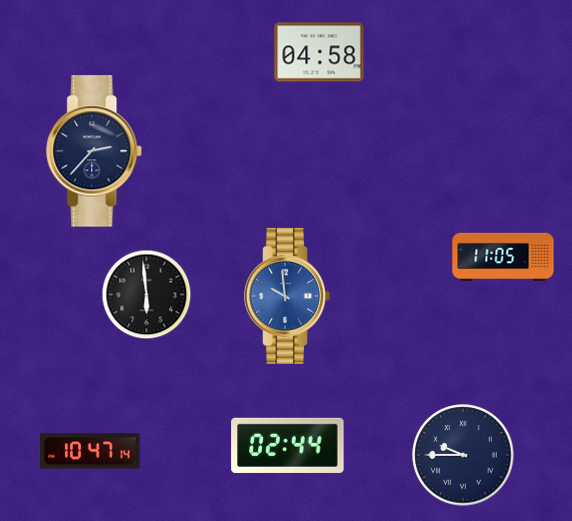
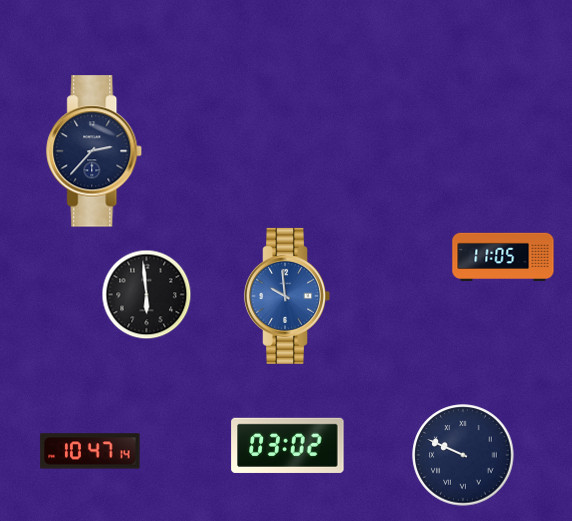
clock at (319, 52): 04:58 -> none
clock at (288, 445): 02:44 -> 03:02
clock at (463, 455): 9:45 -> 9:49
